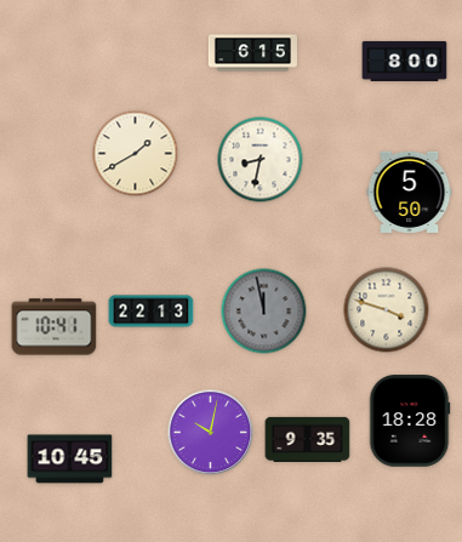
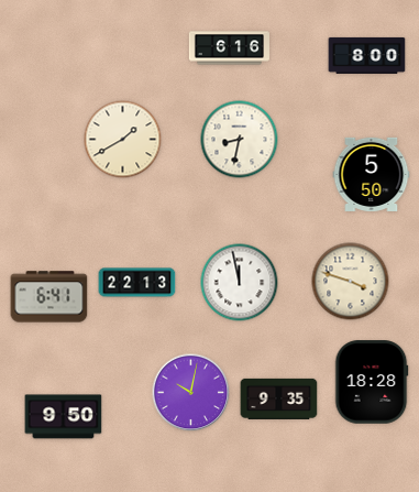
clock at (252, 53): 6:15 -> 6:16
clock at (261, 160) position: (261, 160) -> (240, 140)
clock at (264, 312) dial: grey -> white
clock at (55, 327): 10:41 -> 6:41
clock at (70, 460): 10:45 -> 9:50
